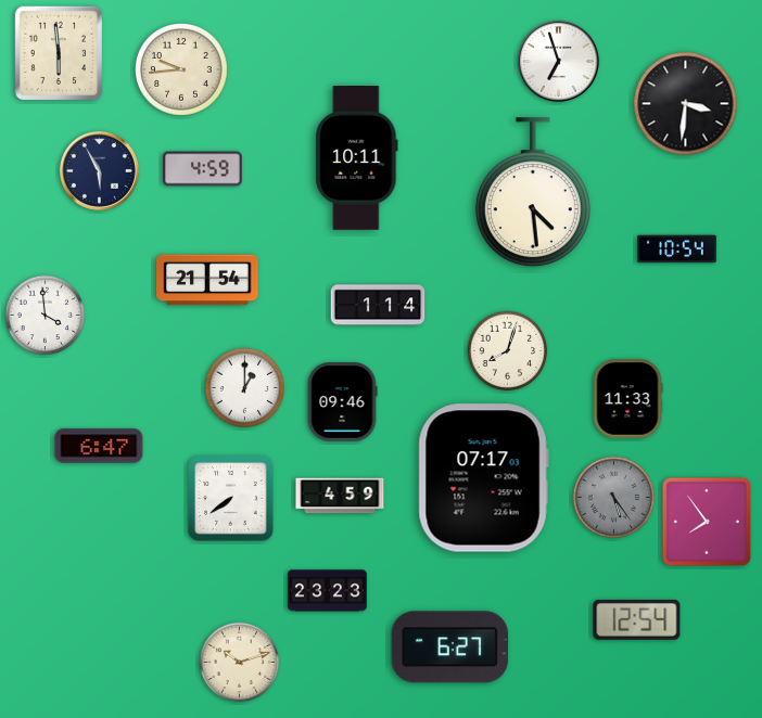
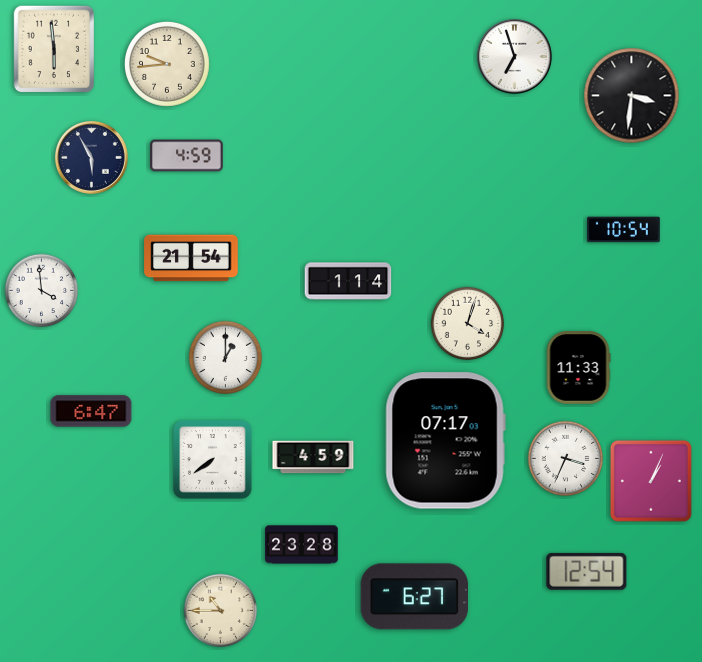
clock at (357, 158): 10:11 -> none
clock at (533, 193): 4:29 -> none
clock at (508, 351): 8:03 -> 4:03
clock at (342, 402): 09:46 -> none
clock at (614, 498): 5:24 -> 3:34
clock at (614, 498) dial: grey -> white
clock at (707, 522): 7:54 -> 1:04
clock at (328, 591): 23:23 -> 23:28
clock at (240, 663): 10:12 -> 10:45
